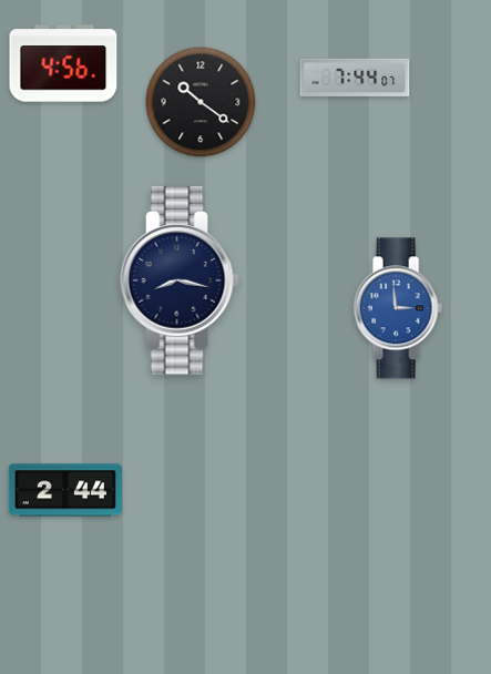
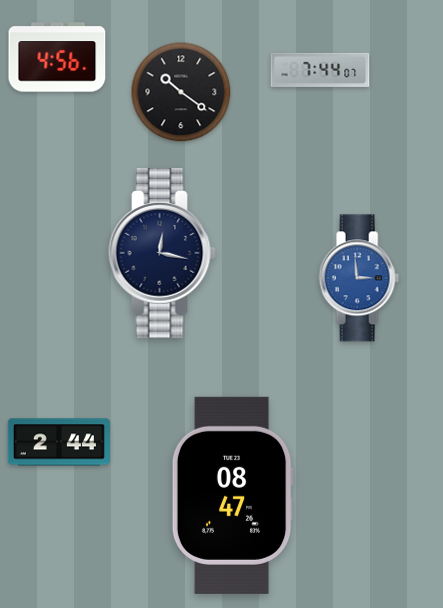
clock at (180, 280): 8:17 -> 12:17
clock at (232, 495): none -> 08:47
